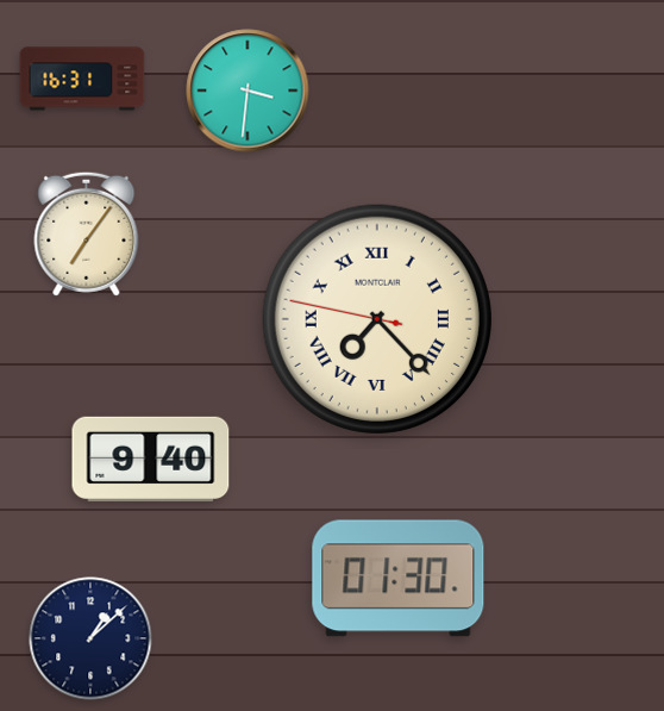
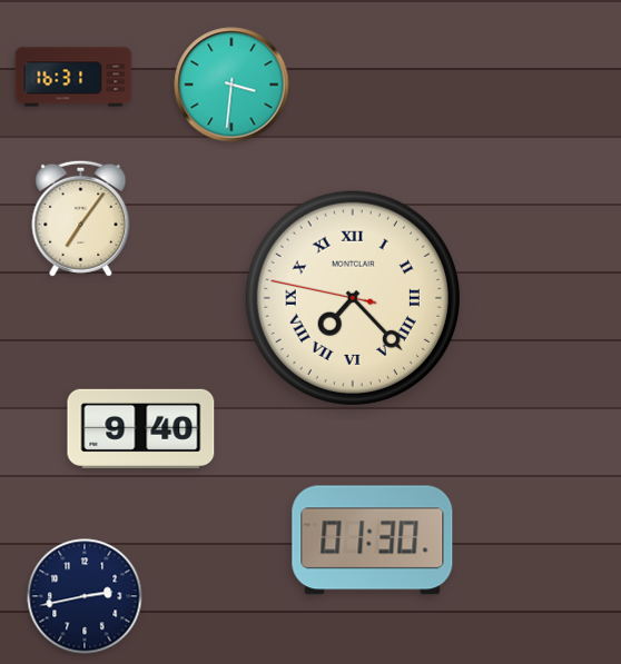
clock at (82, 79) position: (82, 79) -> (73, 77)
clock at (90, 638): 1:08 -> 2:43
